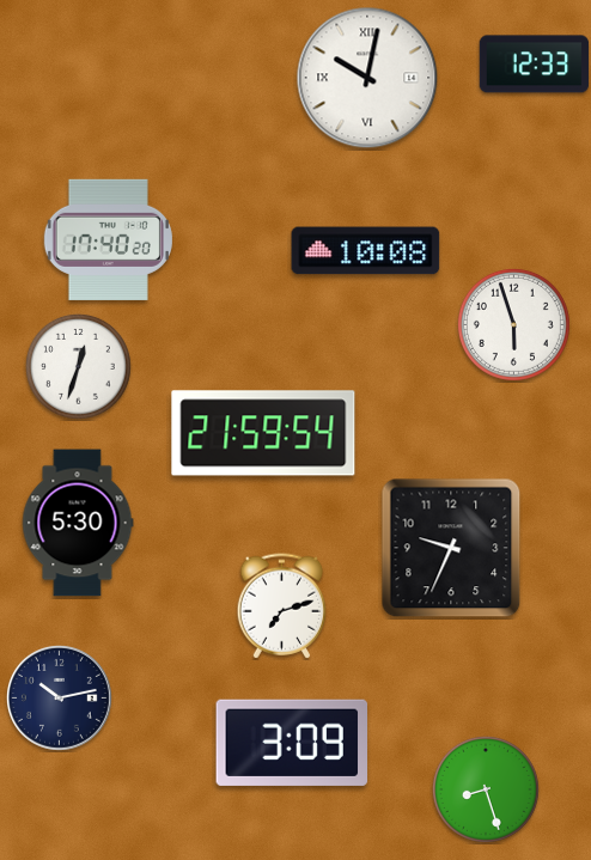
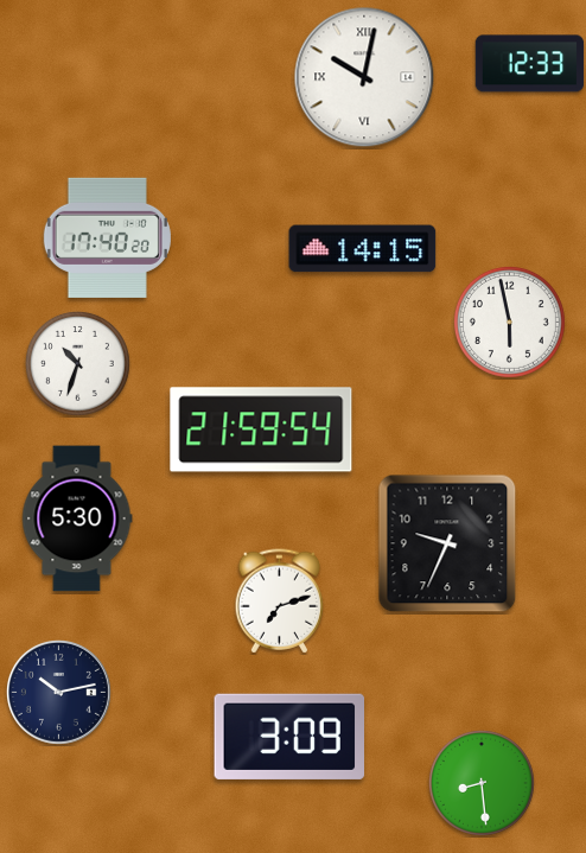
clock at (366, 251): 10:08 -> 14:15
clock at (513, 324): 5:57 -> 5:58
clock at (78, 366): 12:33 -> 10:33
clock at (486, 789): 8:27 -> 8:29
